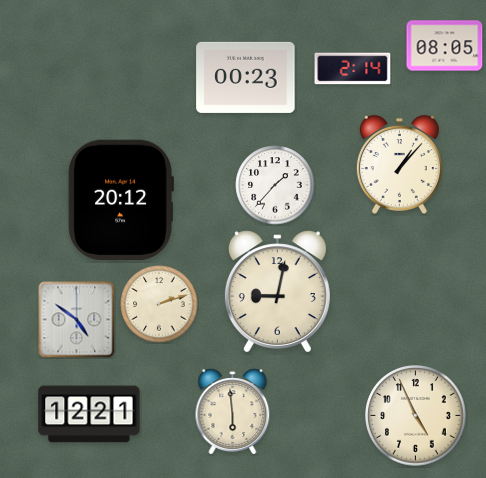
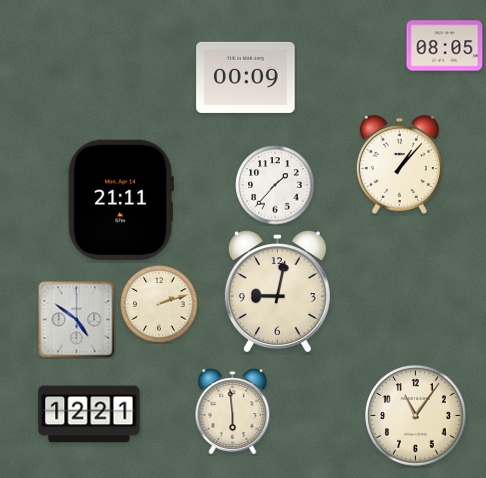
clock at (353, 69): 2:14 -> none
clock at (246, 77): 00:23 -> 00:09
clock at (121, 199): 20:12 -> 21:11
clock at (416, 416): 4:56 -> 11:06
